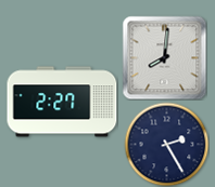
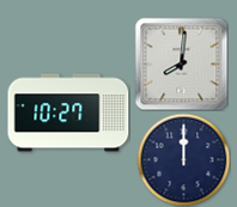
clock at (62, 102): 2:27 -> 10:27
clock at (166, 144): 2:25 -> 12:00
